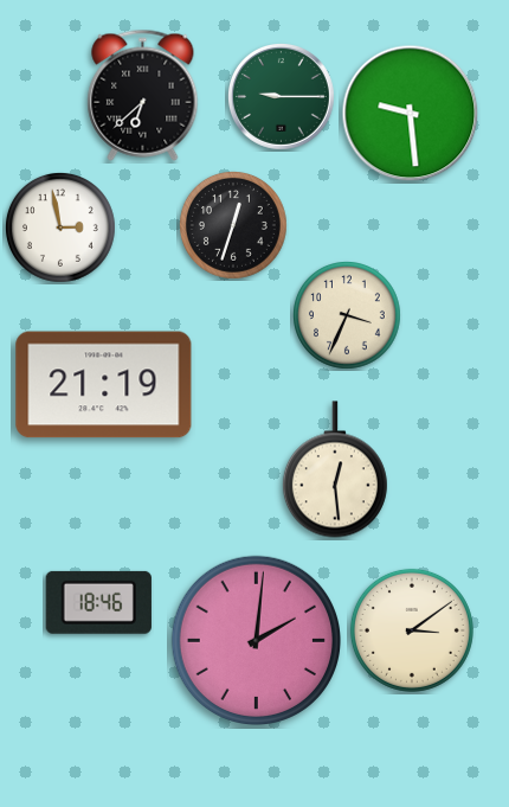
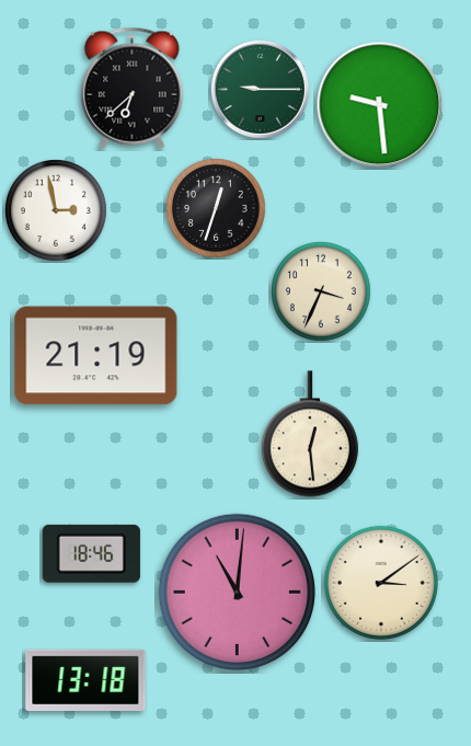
clock at (98, 602) position: (98, 602) -> (91, 553)
clock at (256, 640): 2:01 -> 11:01
clock at (85, 680): none -> 13:18
